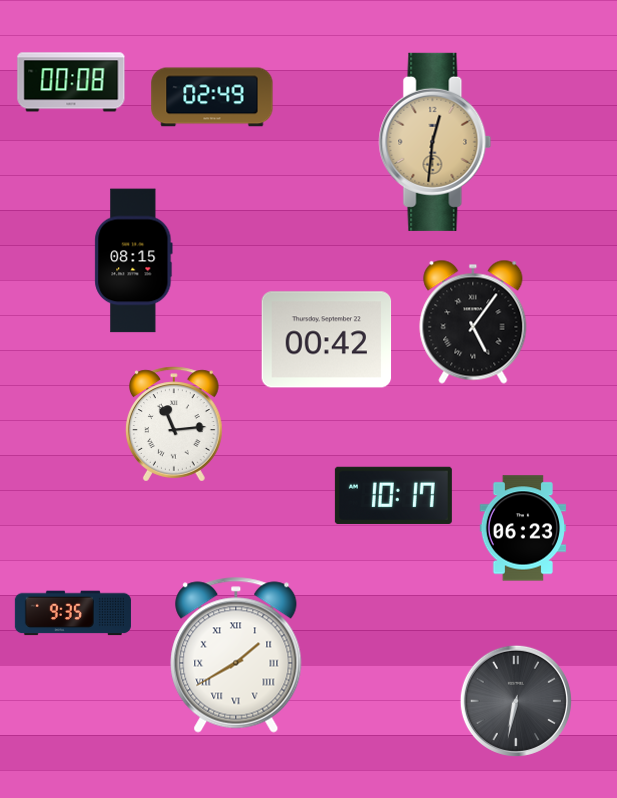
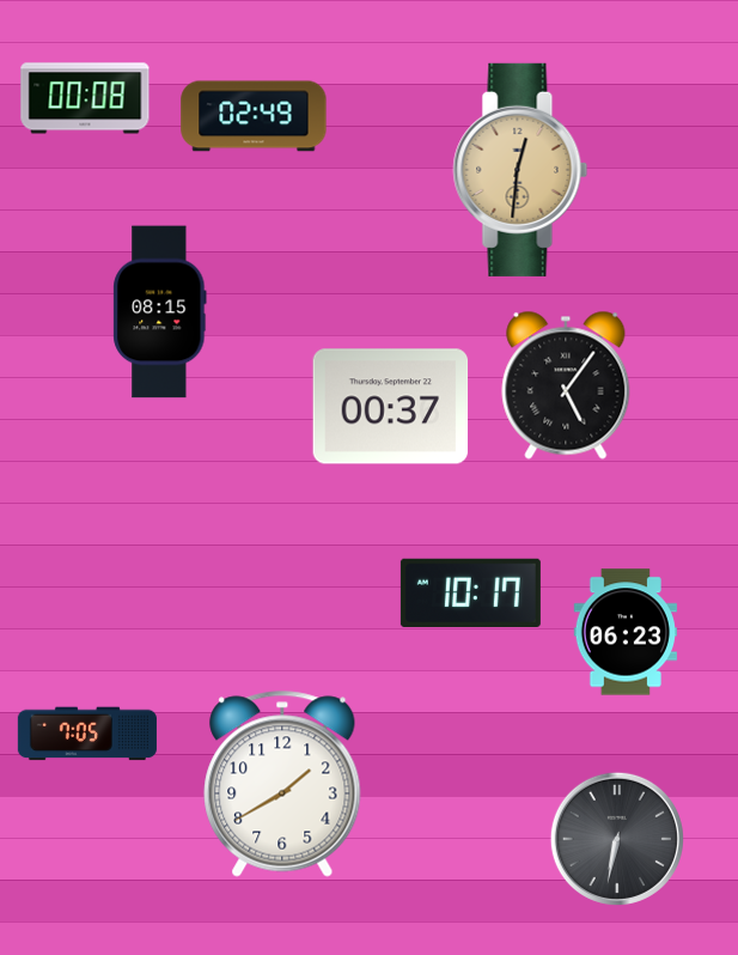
clock at (327, 340): 00:42 -> 00:37
clock at (175, 424): 11:14 -> none
clock at (73, 613): 9:35 -> 7:05
clock at (236, 655) numerals: Roman -> Arabic
